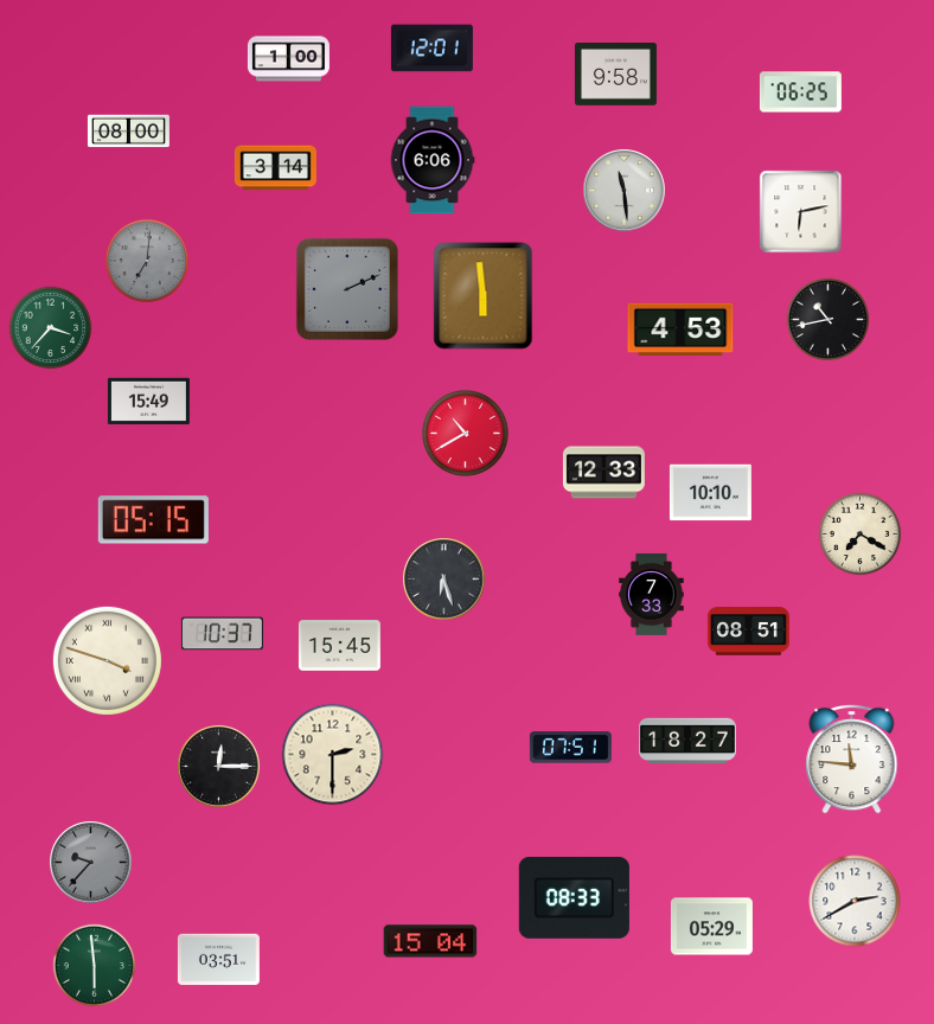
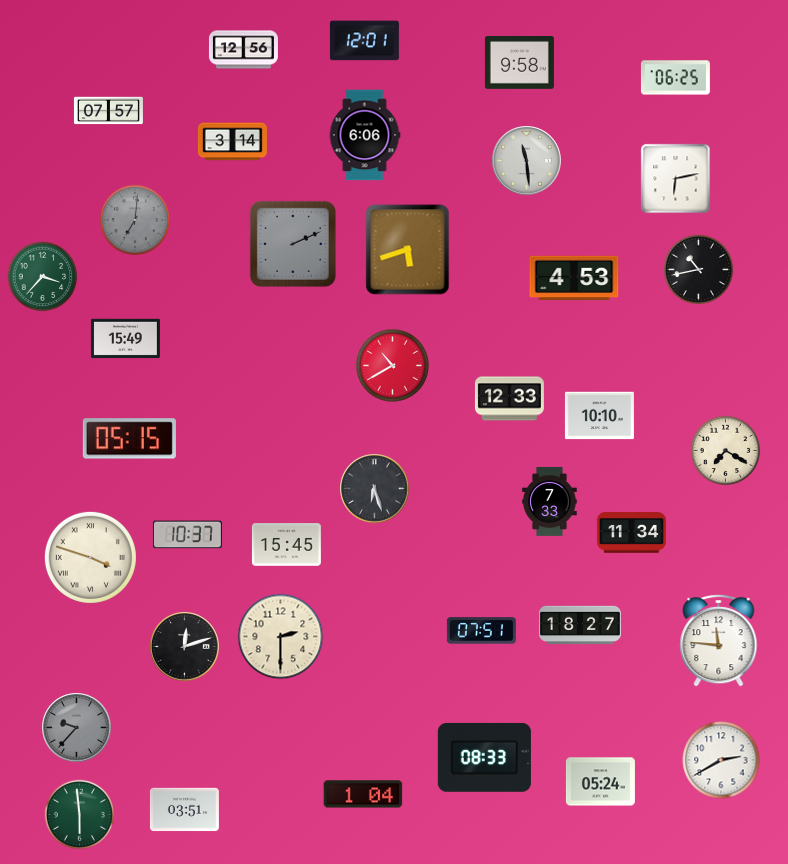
clock at (288, 59): 1:00 -> 12:56
clock at (128, 132): 08:00 -> 07:57
clock at (146, 260) position: (146, 260) -> (134, 219)
clock at (484, 296): 5:59 -> 5:42
clock at (748, 632): 08:51 -> 11:34
clock at (219, 767): 12:15 -> 12:12
clock at (711, 927): 05:29 -> 05:24
clock at (430, 941): 15:04 -> 1:04
